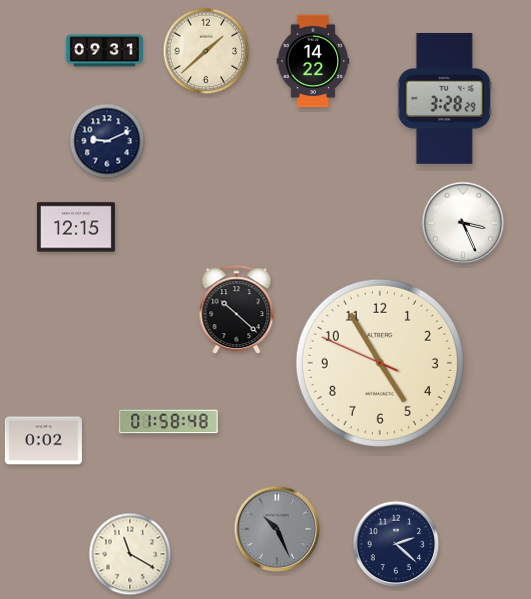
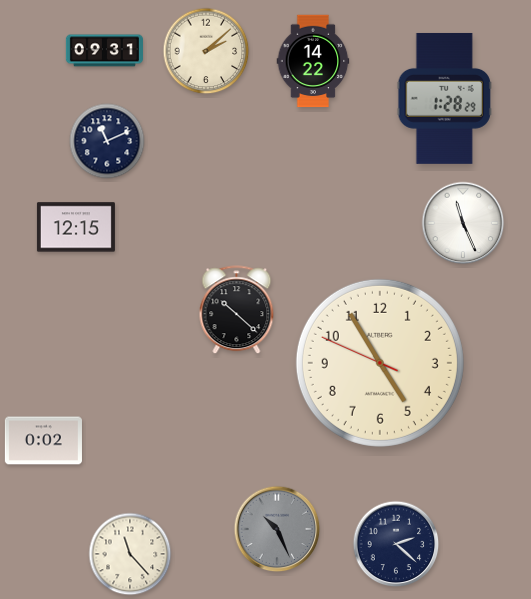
clock at (206, 51): 1:38 -> 2:08
clock at (444, 98): 3:28 -> 1:28
clock at (107, 141): 9:11 -> 11:11
clock at (463, 223): 3:26 -> 11:26
clock at (169, 422): 01:58 -> none
clock at (130, 554): 11:20 -> 11:23
